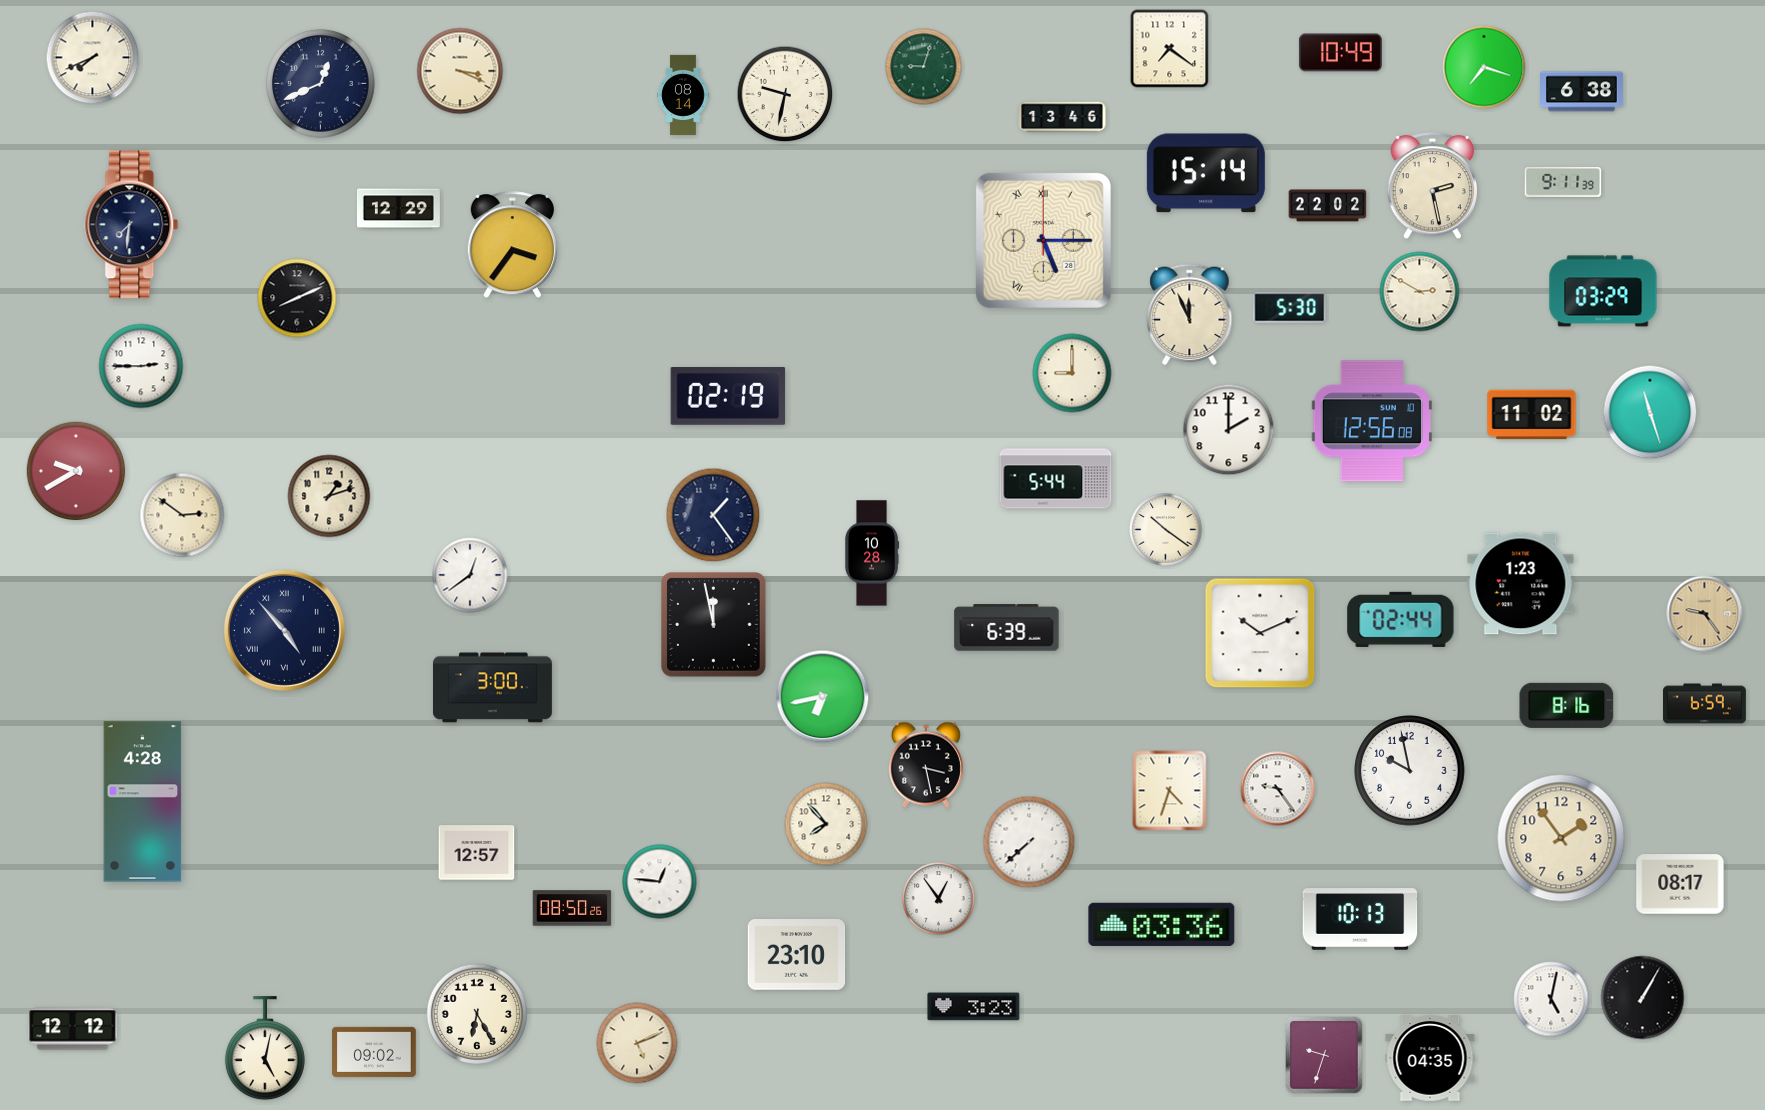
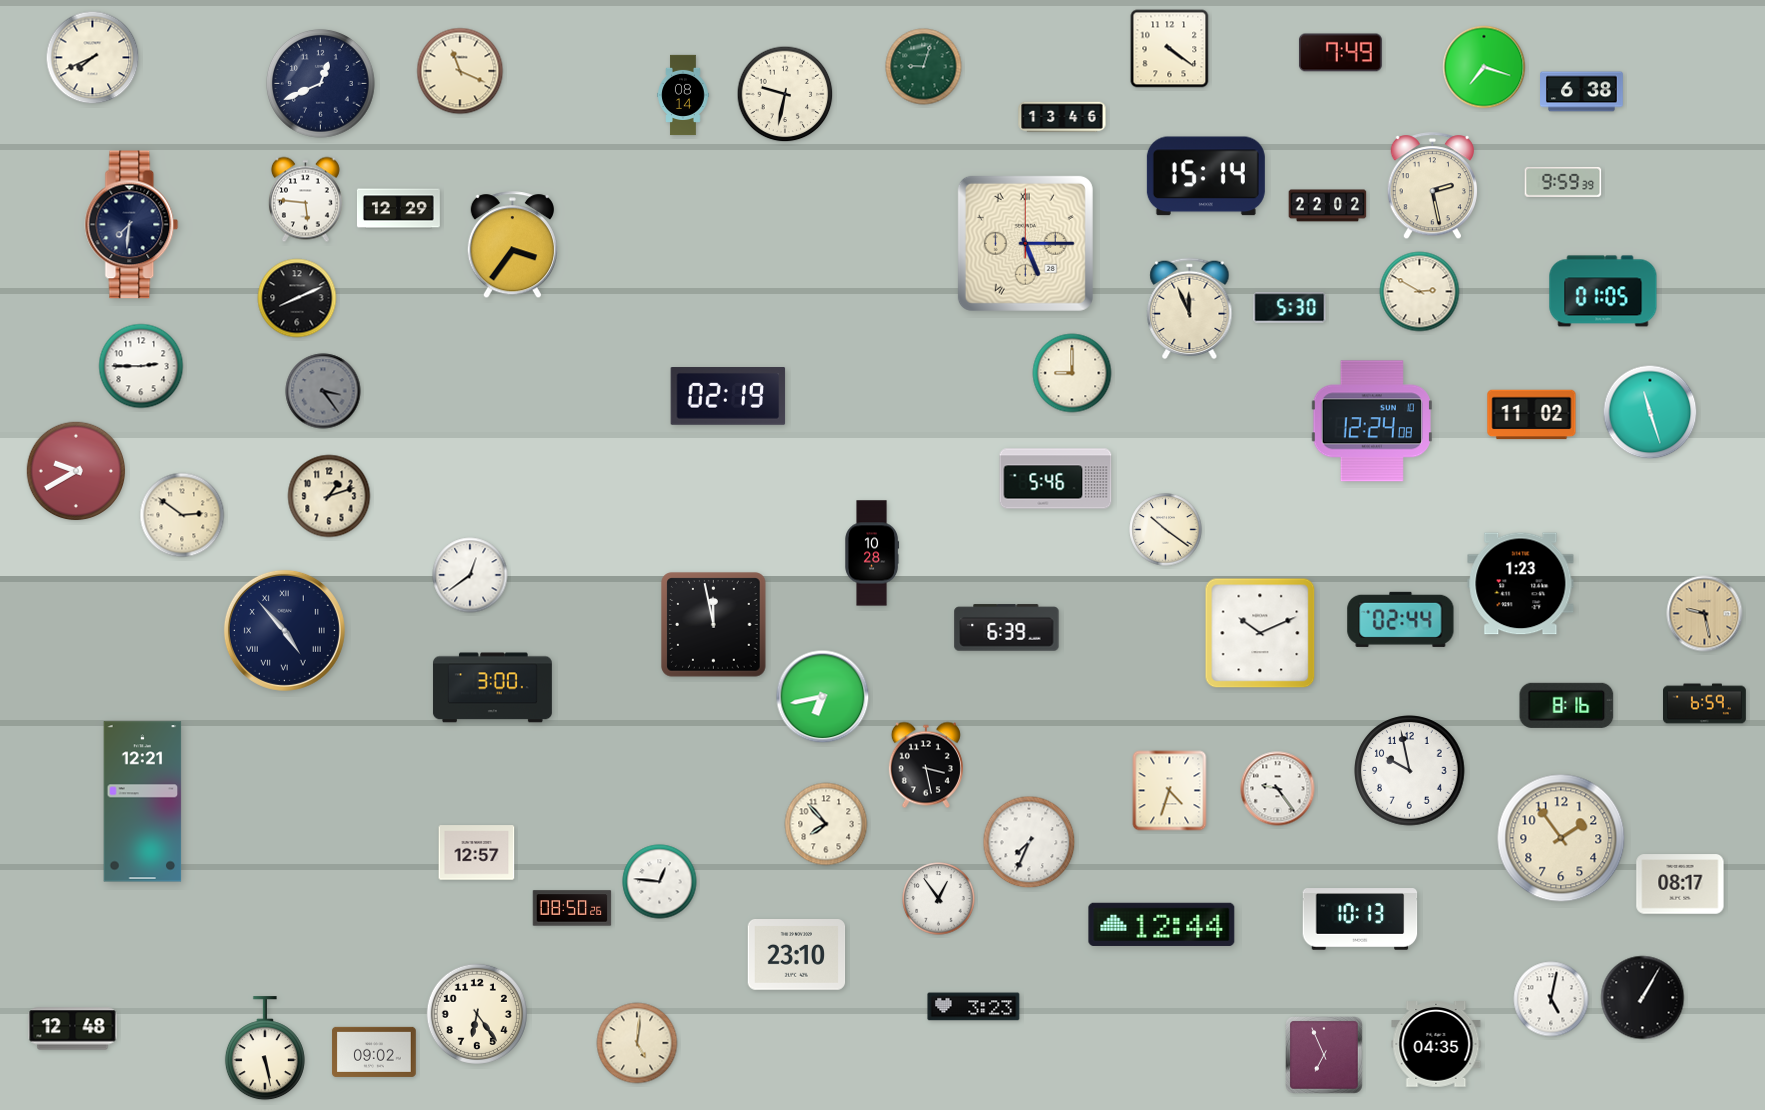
clock at (1170, 49): 7:21 -> 4:21
clock at (1340, 53): 10:49 -> 7:49
clock at (460, 71): 3:19 -> 11:19
clock at (1206, 173) position: (1206, 173) -> (1206, 176)
clock at (1563, 182): 9:11 -> 9:59
clock at (305, 200): none -> 5:46
clock at (1043, 240) position: (1043, 240) -> (1025, 243)
clock at (1603, 291): 03:29 -> 01:05
clock at (1190, 315) position: (1190, 315) -> (1190, 309)
clock at (323, 391): none -> 3:24
clock at (1372, 421): 12:56 -> 12:24
clock at (1229, 430): 2:00 -> none
clock at (1056, 479): 5:44 -> 5:46
clock at (713, 515): 1:24 -> none
clock at (1705, 614): 9:24 -> 9:28
clock at (143, 802): 4:28 -> 12:21
clock at (1029, 842): 7:38 -> 7:34
clock at (1162, 924): 03:36 -> 12:44
clock at (476, 1013): 6:25 -> 6:24
clock at (73, 1029): 12:12 -> 12:48
clock at (637, 1043): 5:11 -> 5:01
clock at (265, 1049): 5:02 -> 5:28
clock at (1324, 1055): 9:33 -> 6:56
clock at (1430, 1058) position: (1430, 1058) -> (1436, 1044)
